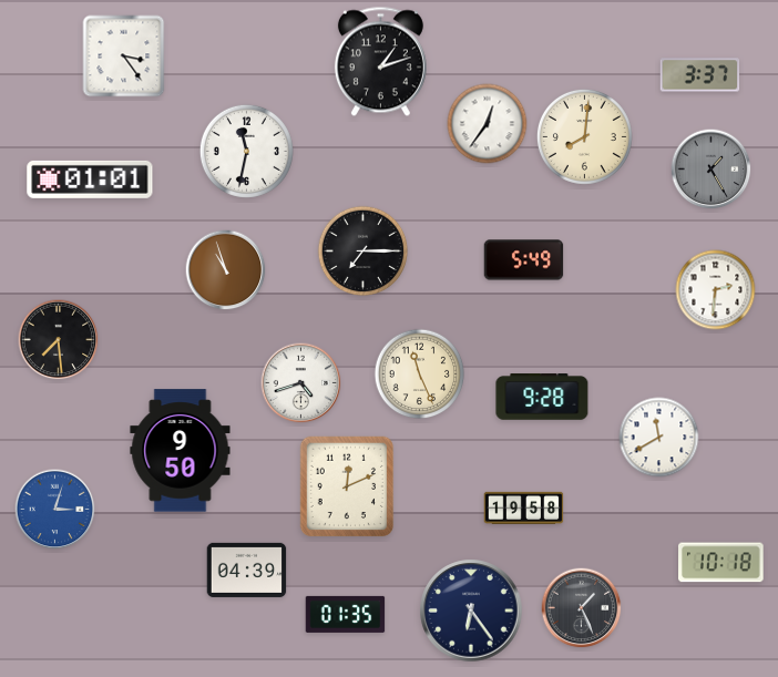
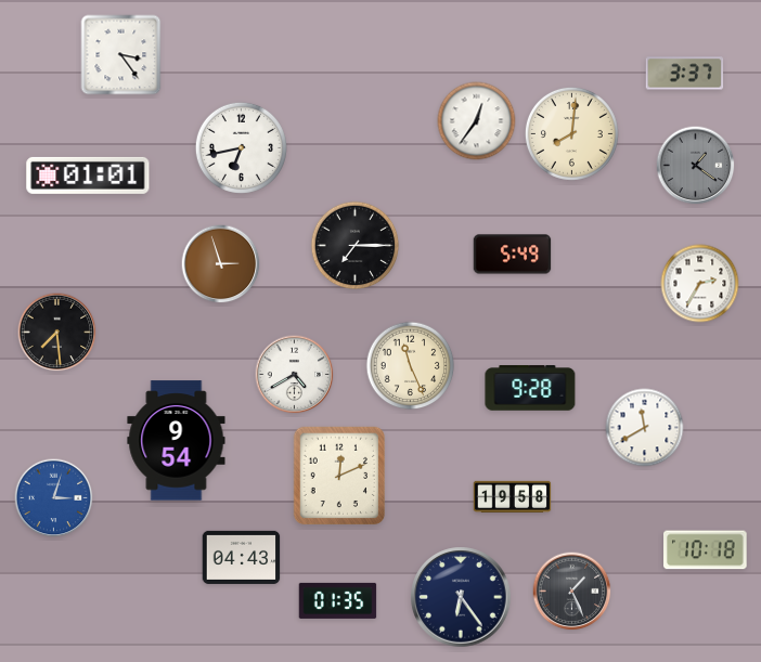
clock at (380, 62): 1:12 -> none
clock at (246, 151): 11:32 -> 6:43
clock at (712, 170): 1:25 -> 1:21
clock at (226, 270): 10:57 -> 2:57
clock at (716, 290): 2:31 -> 2:35
clock at (301, 383): 4:42 -> 4:40
clock at (181, 451): 9:50 -> 9:54
clock at (247, 570): 04:39 -> 04:43
clock at (582, 608) position: (582, 608) -> (572, 592)
